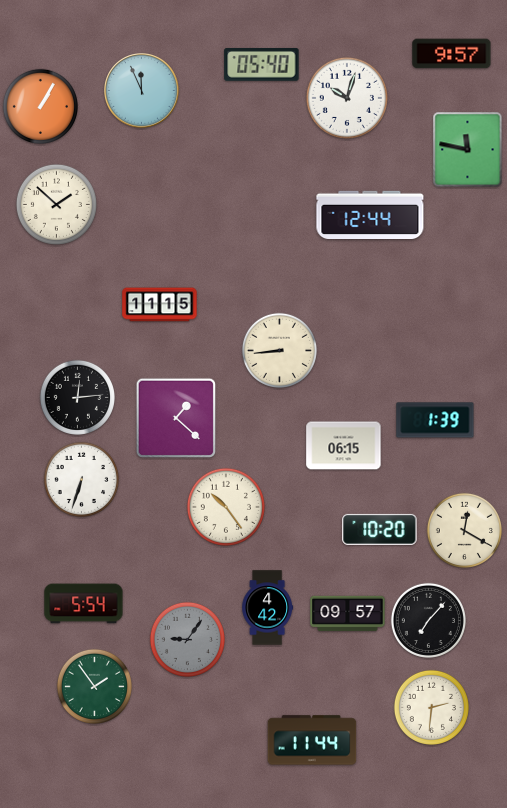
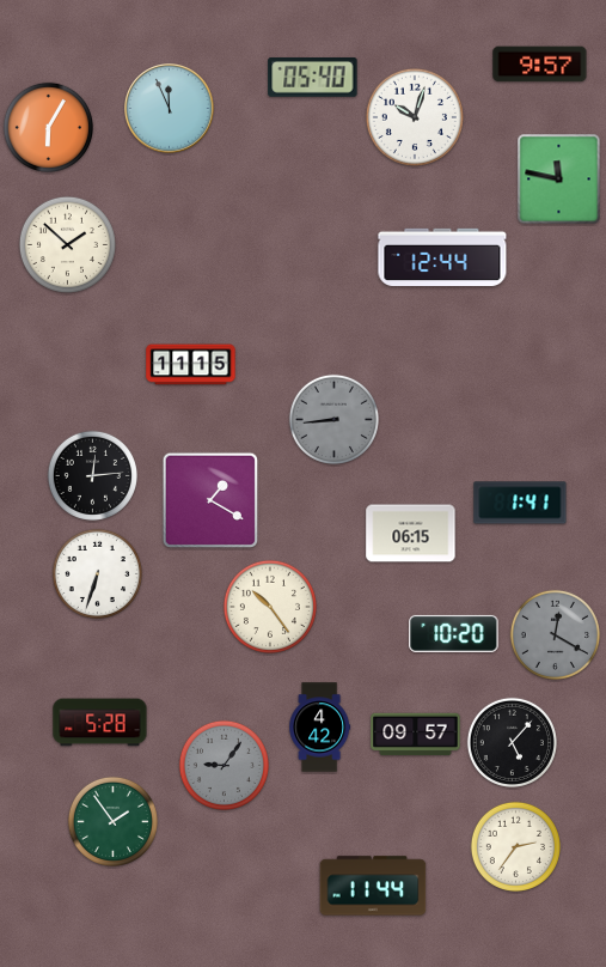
clock at (40, 106): 1:05 -> 6:05
clock at (279, 350) dial: cream -> grey
clock at (176, 418): 1:22 -> 1:20
clock at (435, 420): 1:39 -> 1:41
clock at (464, 530) dial: cream -> grey
clock at (84, 604): 5:54 -> 5:28
clock at (428, 620): 7:07 -> 5:07
clock at (431, 707): 2:31 -> 2:36
